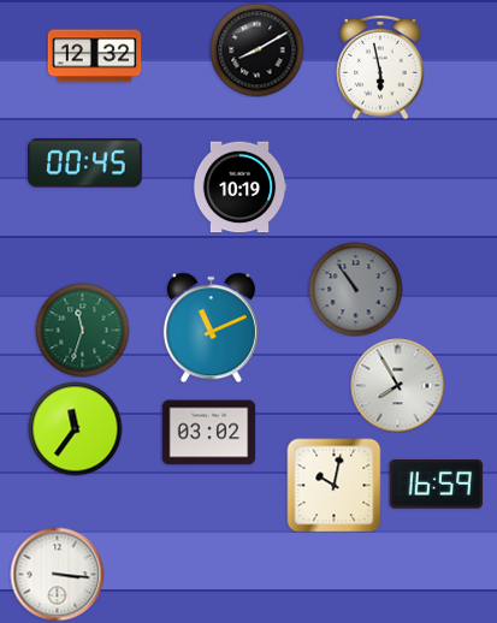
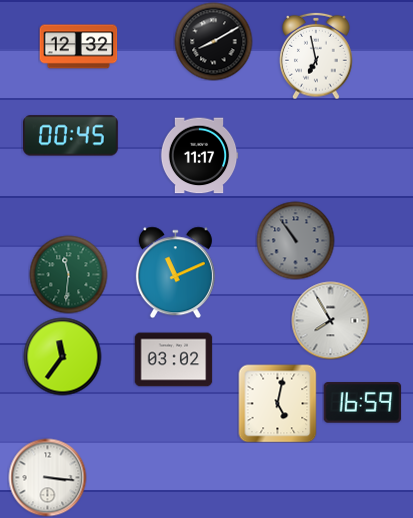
clock at (380, 67): 5:58 -> 6:58
clock at (239, 188): 10:19 -> 11:17
clock at (82, 330): 11:33 -> 11:31
clock at (333, 485): 10:02 -> 5:02
